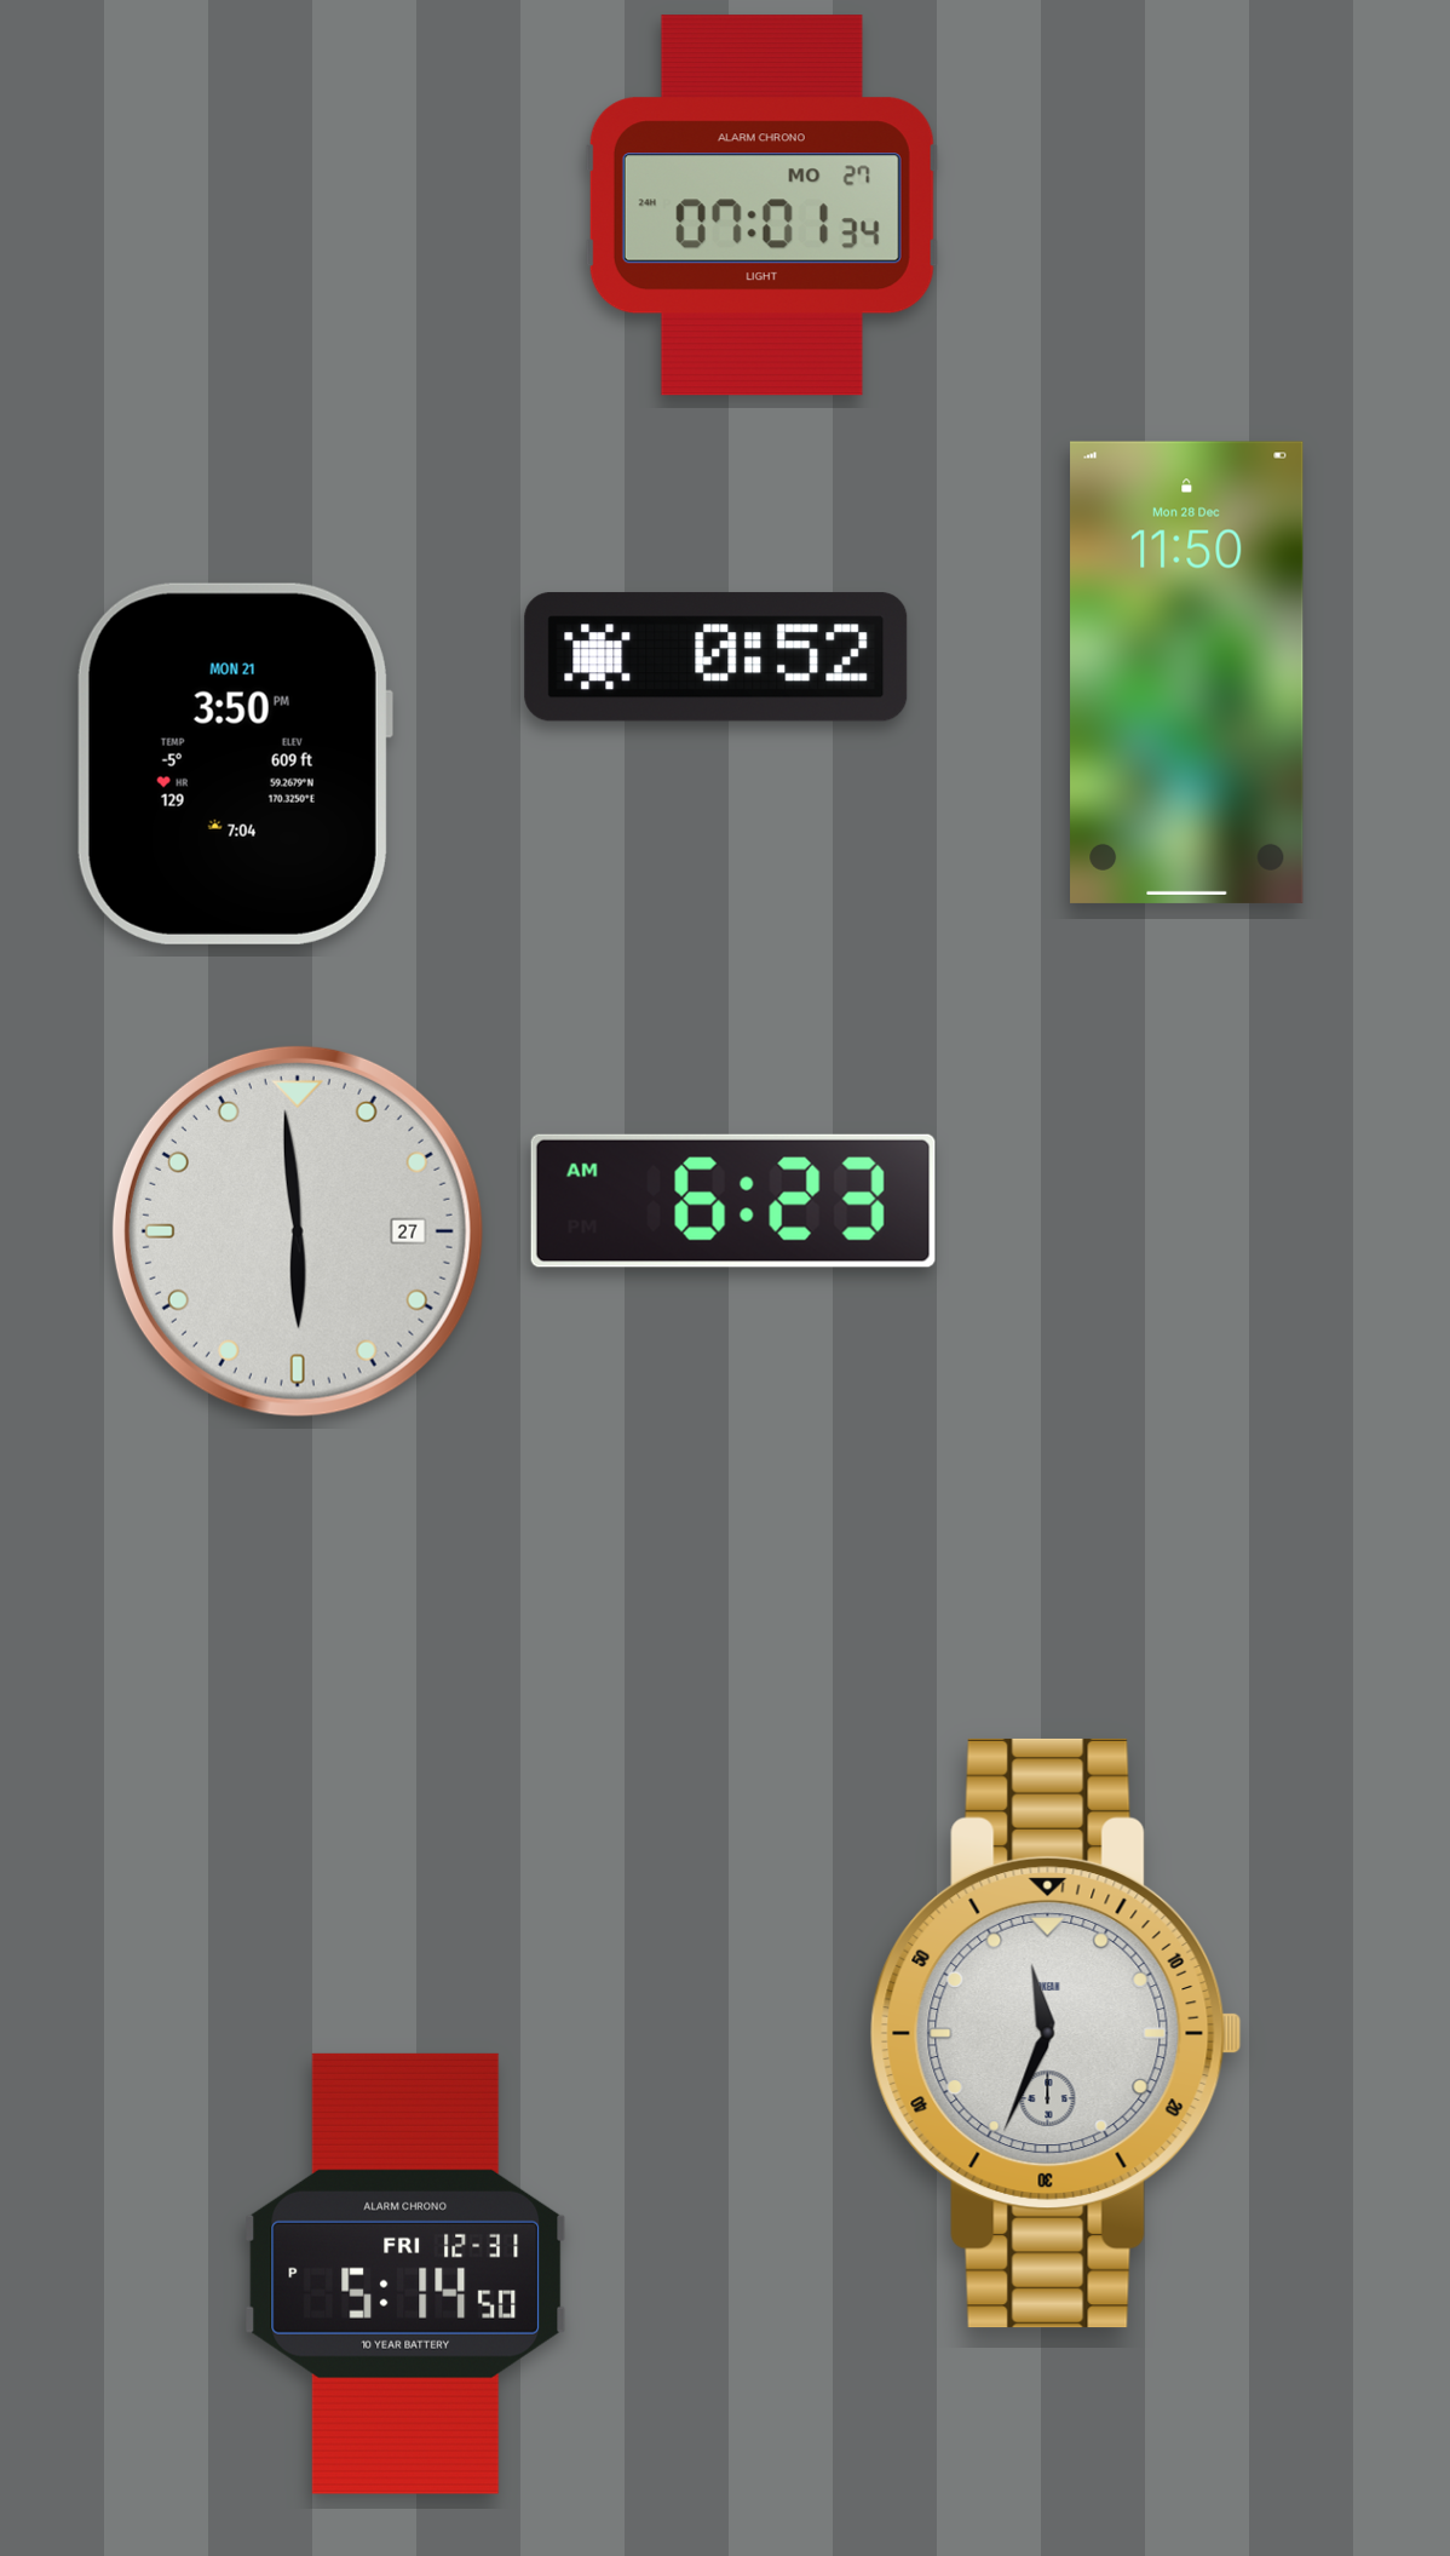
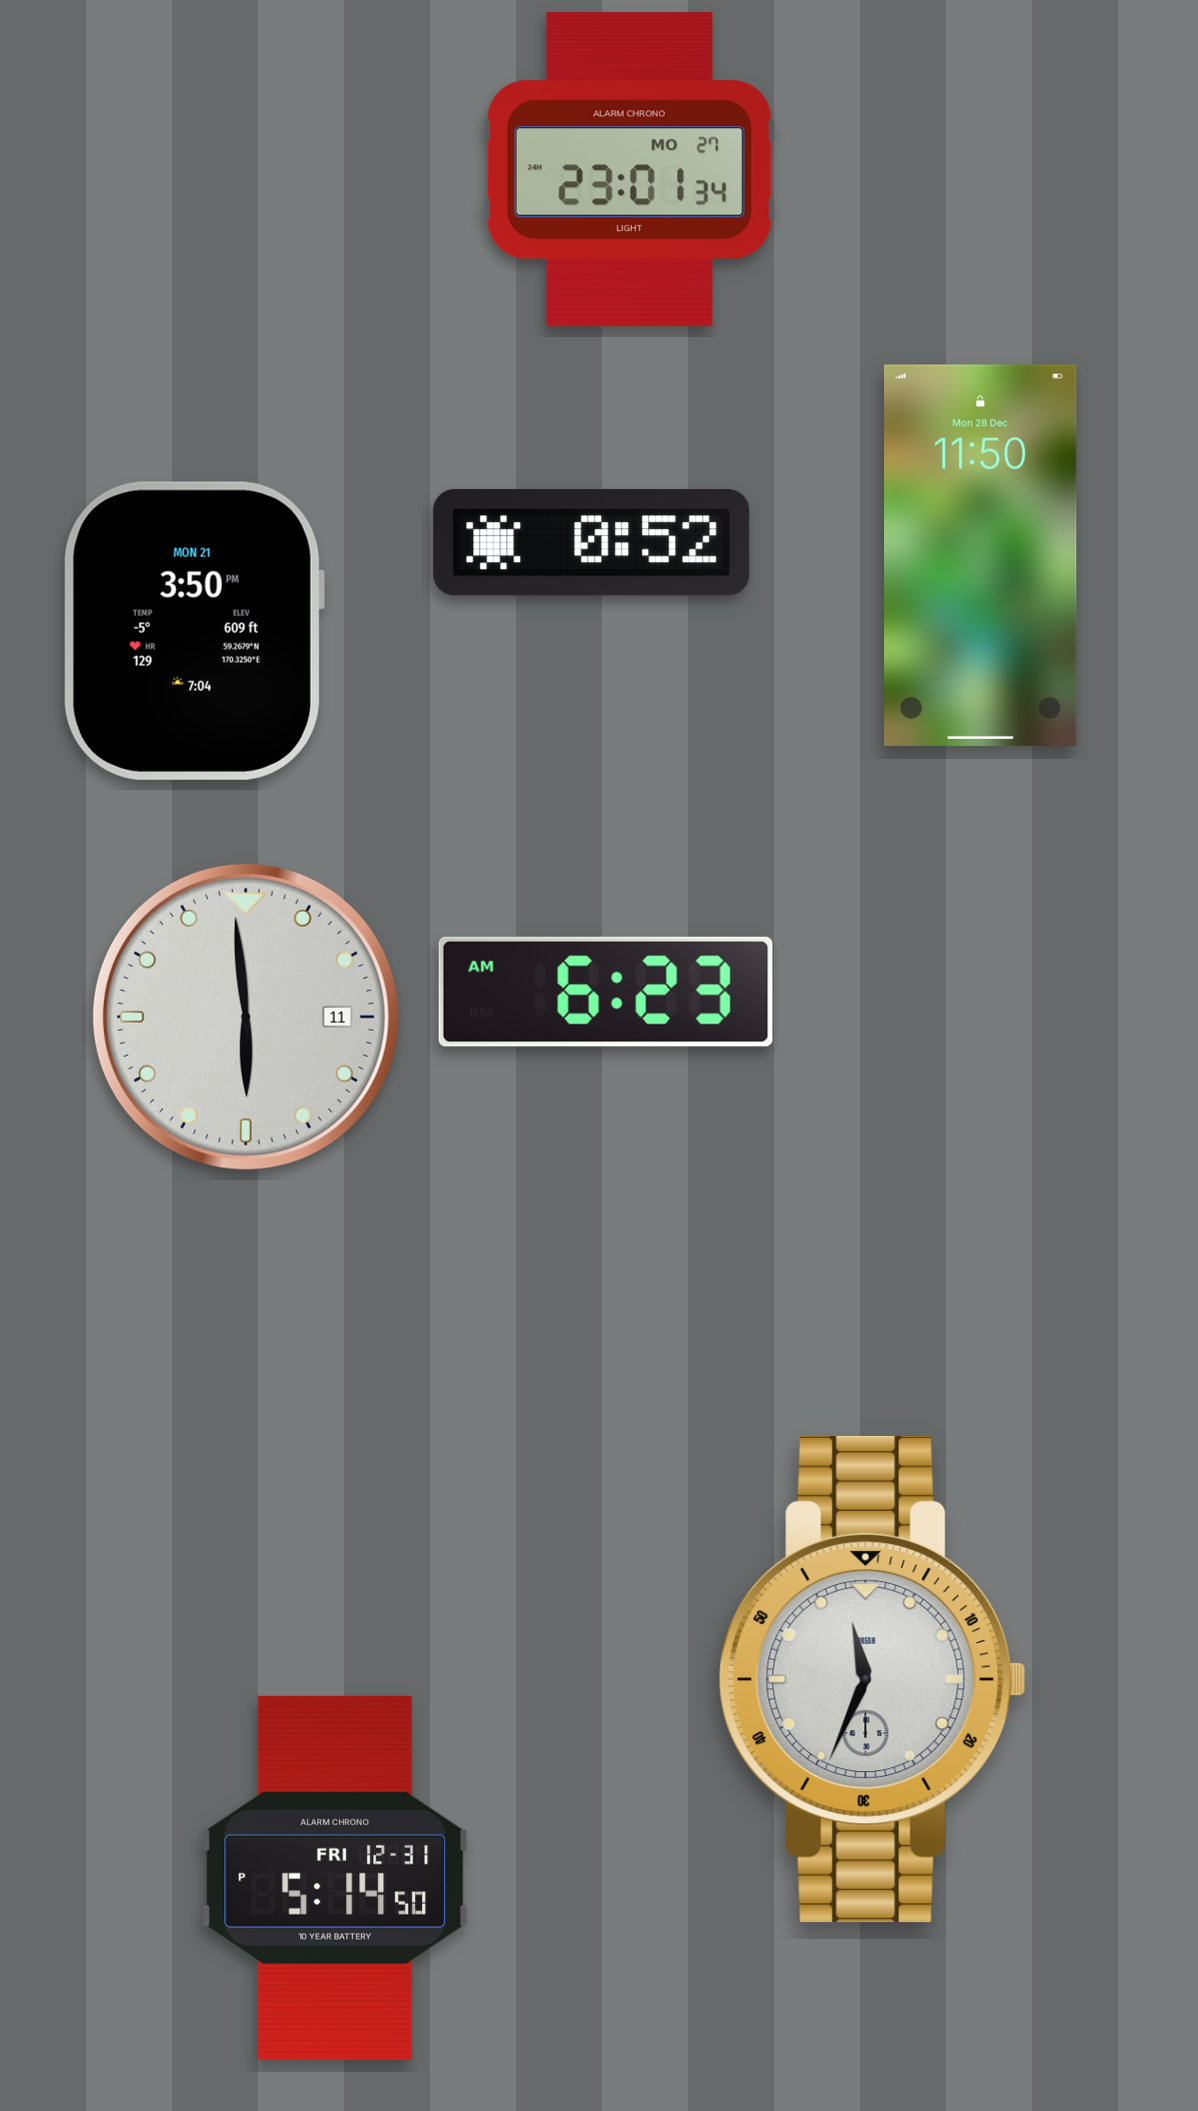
clock at (761, 206): 07:01 -> 23:01
clock at (298, 1231) date: 27 -> 11
